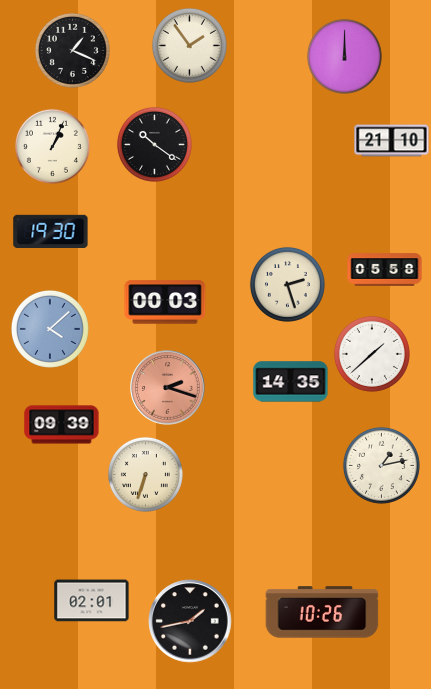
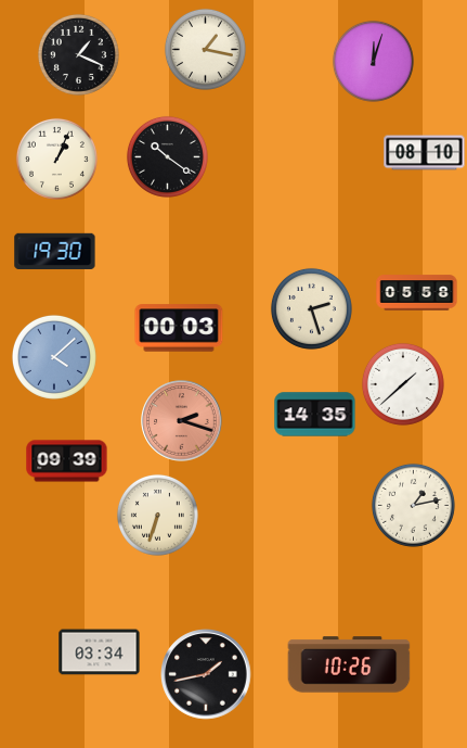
clock at (189, 45): 1:54 -> 1:17
clock at (344, 56): 12:00 -> 12:03
clock at (392, 141): 21:10 -> 08:10
clock at (92, 601): 02:01 -> 03:34
